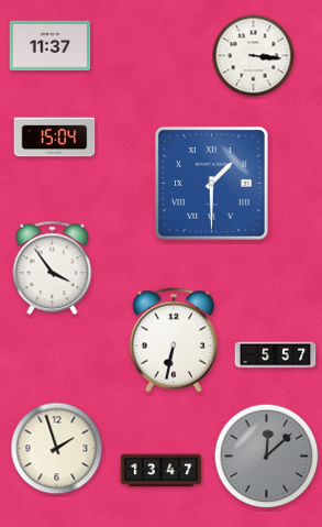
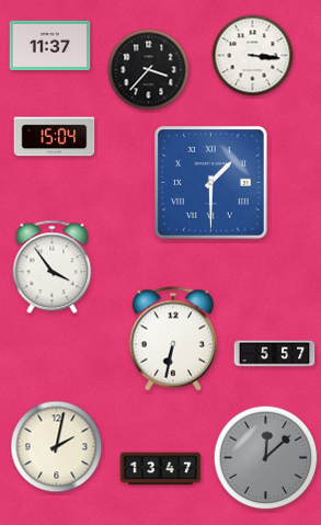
clock at (149, 70): none -> 3:37
clock at (57, 449): 1:57 -> 2:02
clock at (267, 457) position: (267, 457) -> (266, 458)
